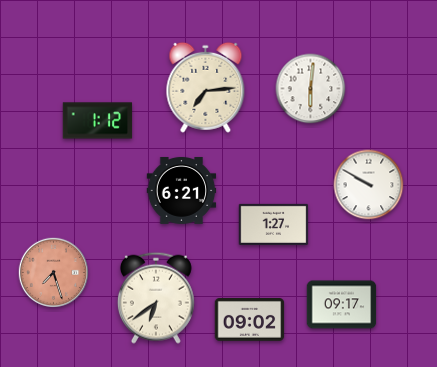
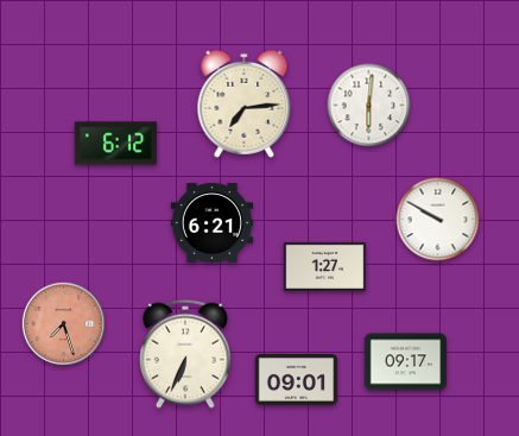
clock at (98, 121): 1:12 -> 6:12
clock at (182, 190) position: (182, 190) -> (213, 222)
clock at (156, 298): 6:39 -> 6:34
clock at (250, 320): 09:02 -> 09:01
